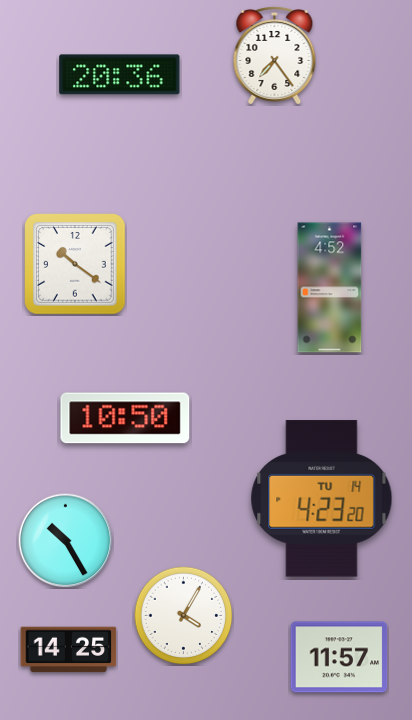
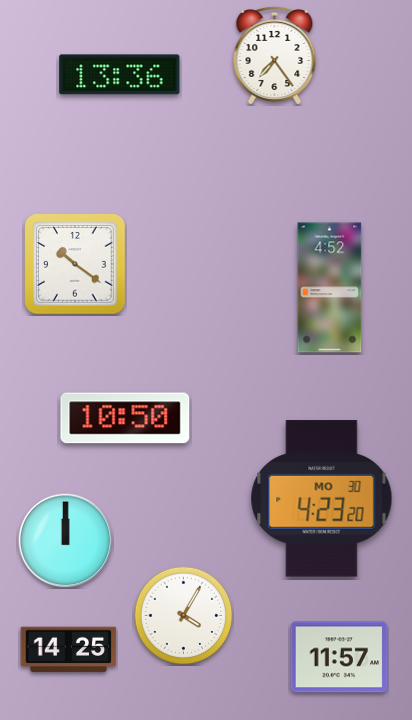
clock at (120, 75): 20:36 -> 13:36
clock at (322, 499) date: TU 14 -> MO 30
clock at (65, 540): 10:25 -> 12:00
